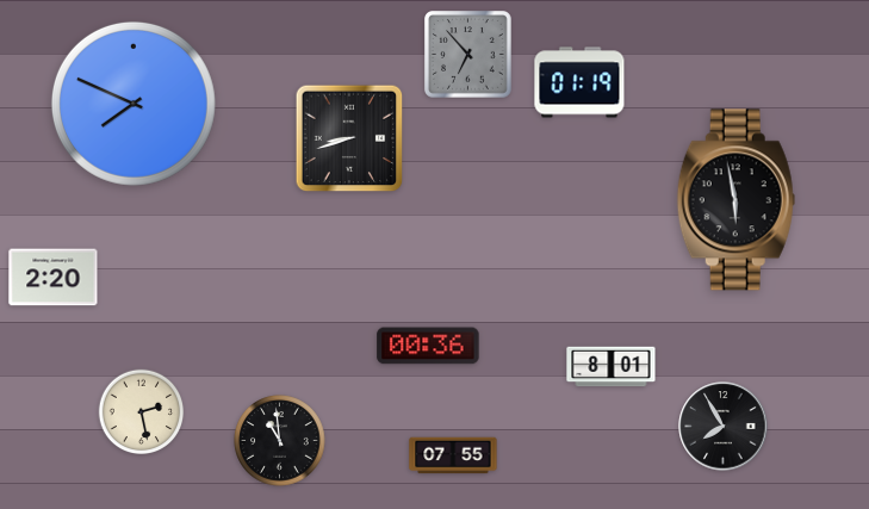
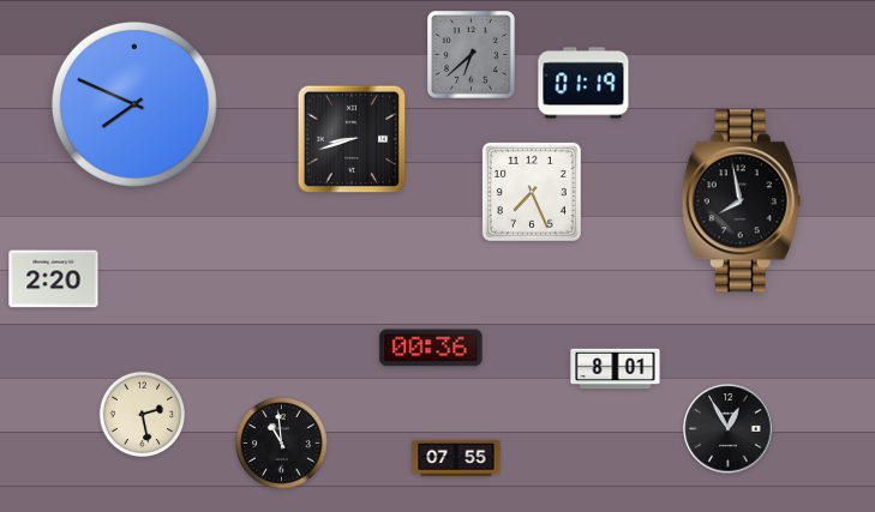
clock at (468, 55): 6:53 -> 6:38
clock at (532, 192): none -> 7:26
clock at (735, 200): 5:58 -> 7:58
clock at (724, 427): 7:55 -> 12:55
